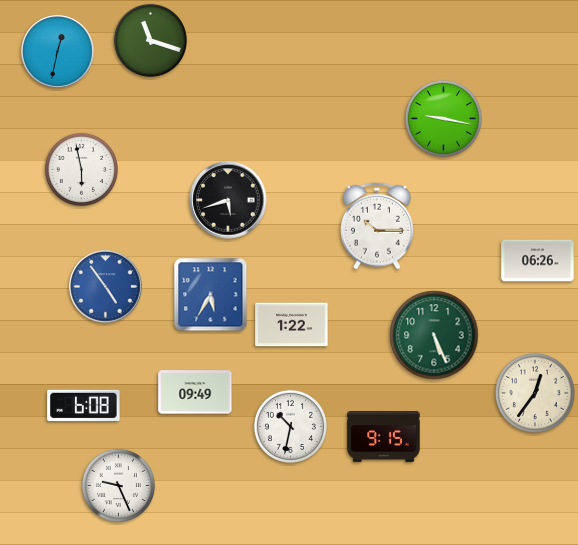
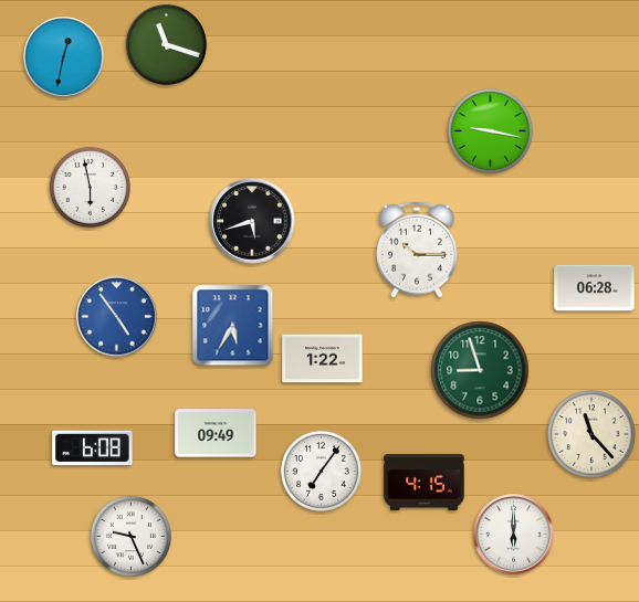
clock at (538, 261): 06:26 -> 06:28
clock at (434, 335): 5:26 -> 8:57
clock at (536, 394): 12:36 -> 11:23
clock at (290, 426): 10:32 -> 7:06
clock at (384, 437): 9:15 -> 4:15
clock at (514, 535): none -> 6:00
